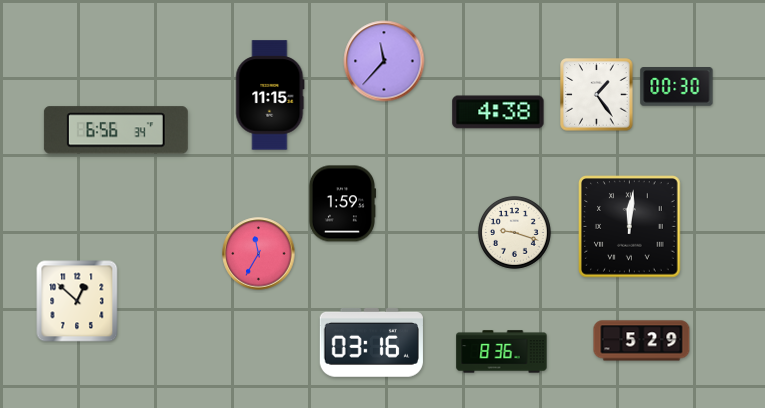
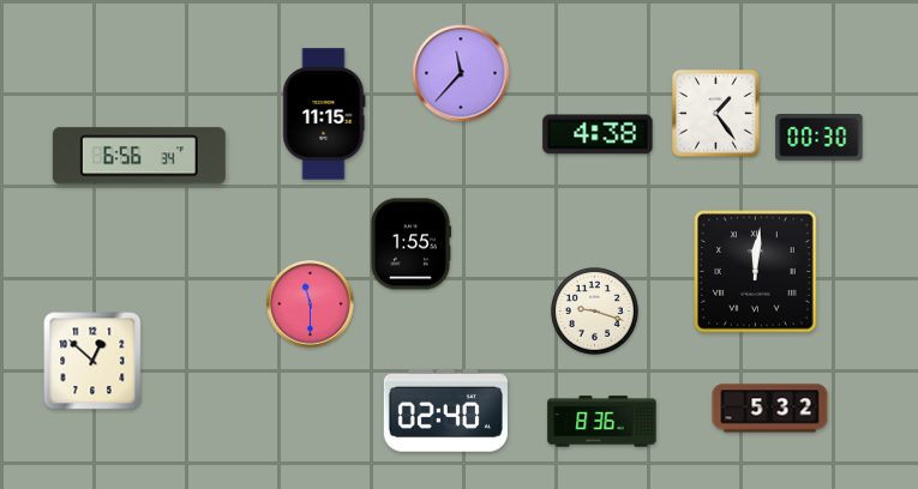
clock at (677, 87) position: (677, 87) -> (820, 138)
clock at (341, 204): 1:59 -> 1:55
clock at (514, 232) position: (514, 232) -> (594, 310)
clock at (259, 254): 11:35 -> 11:30
clock at (642, 341): 5:29 -> 5:32
clock at (371, 342): 03:16 -> 02:40
